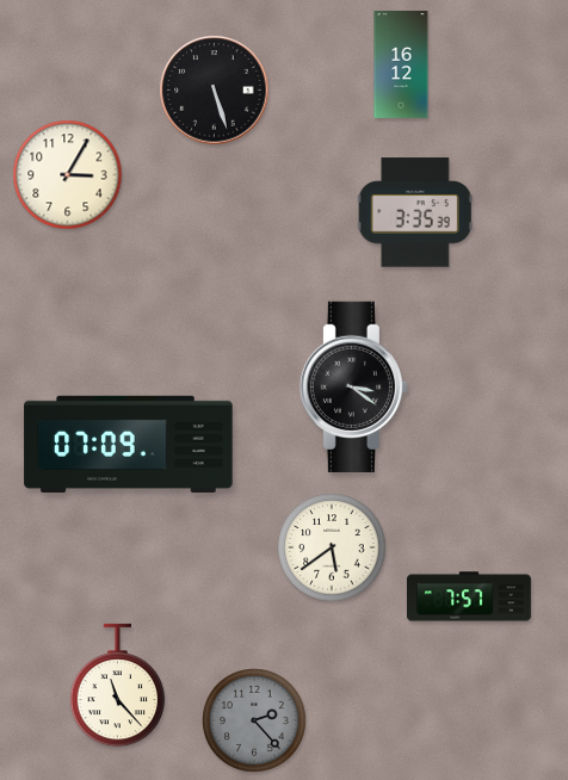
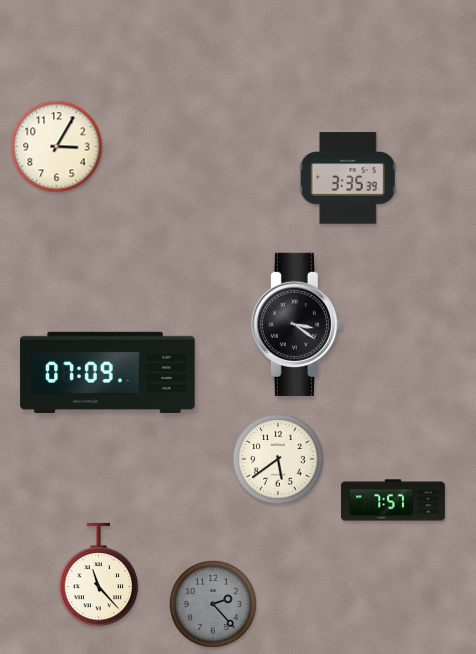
clock at (401, 64): 16:12 -> none
clock at (215, 91): 5:27 -> none
